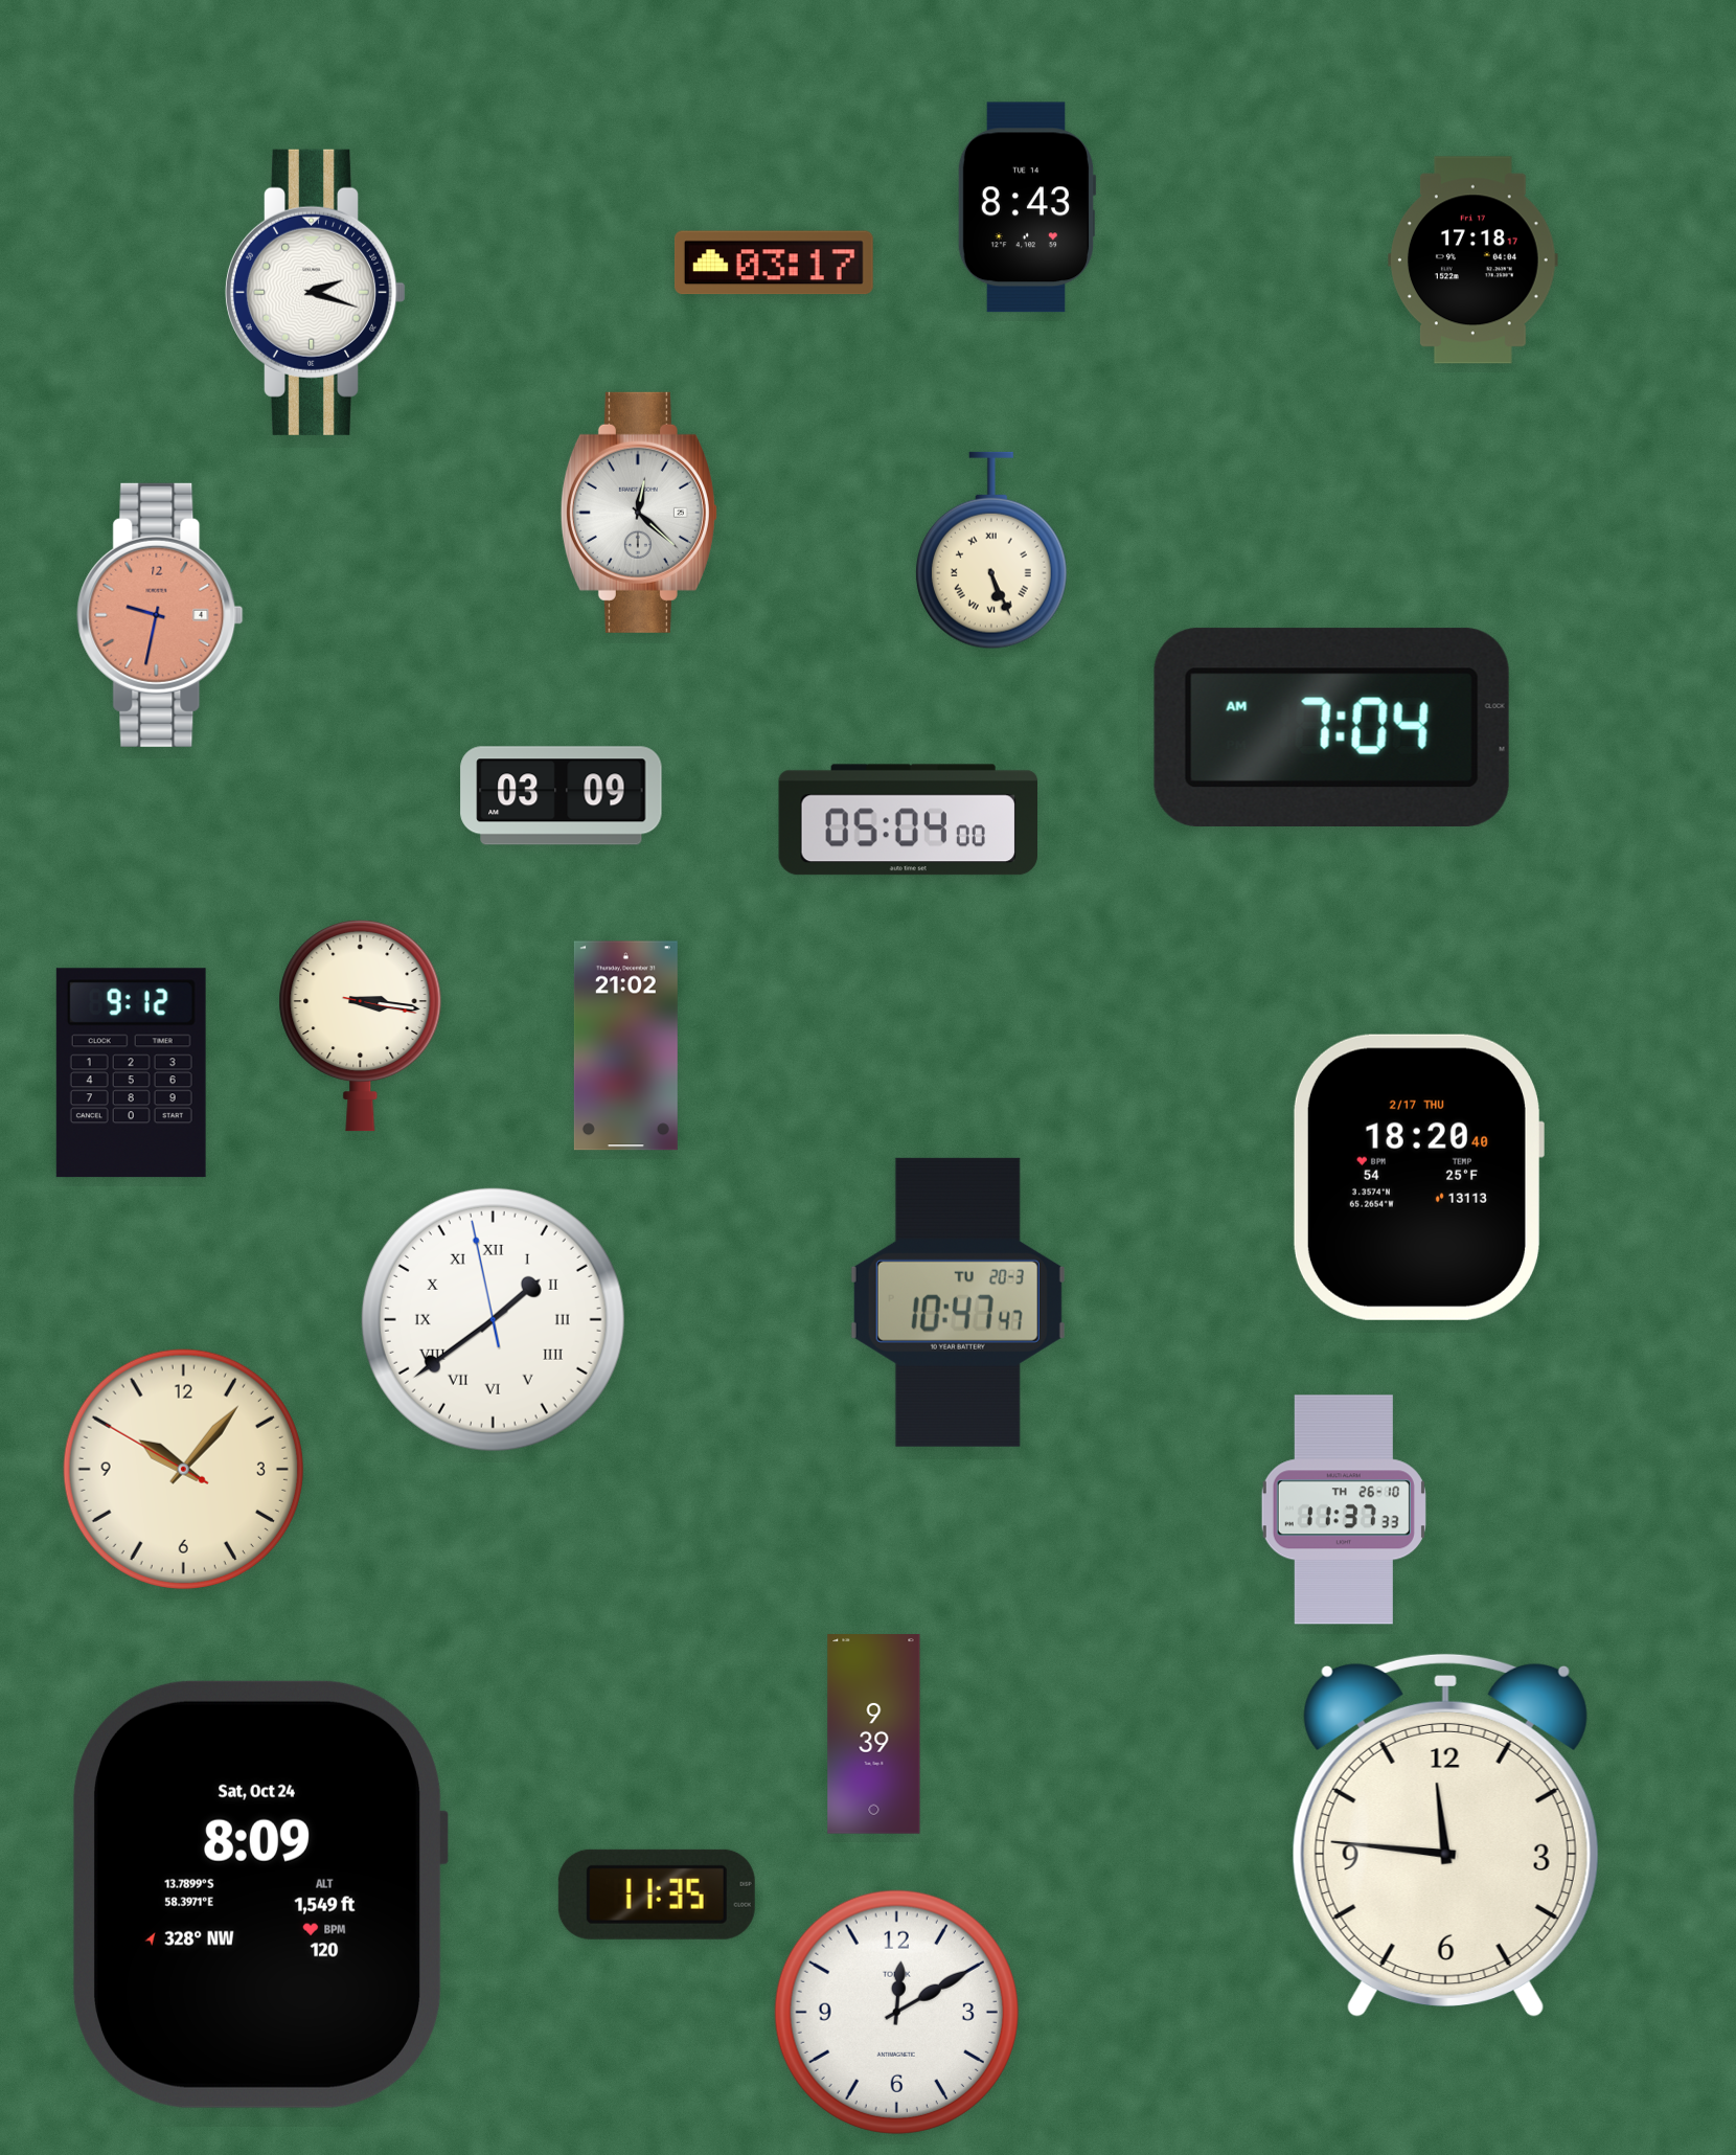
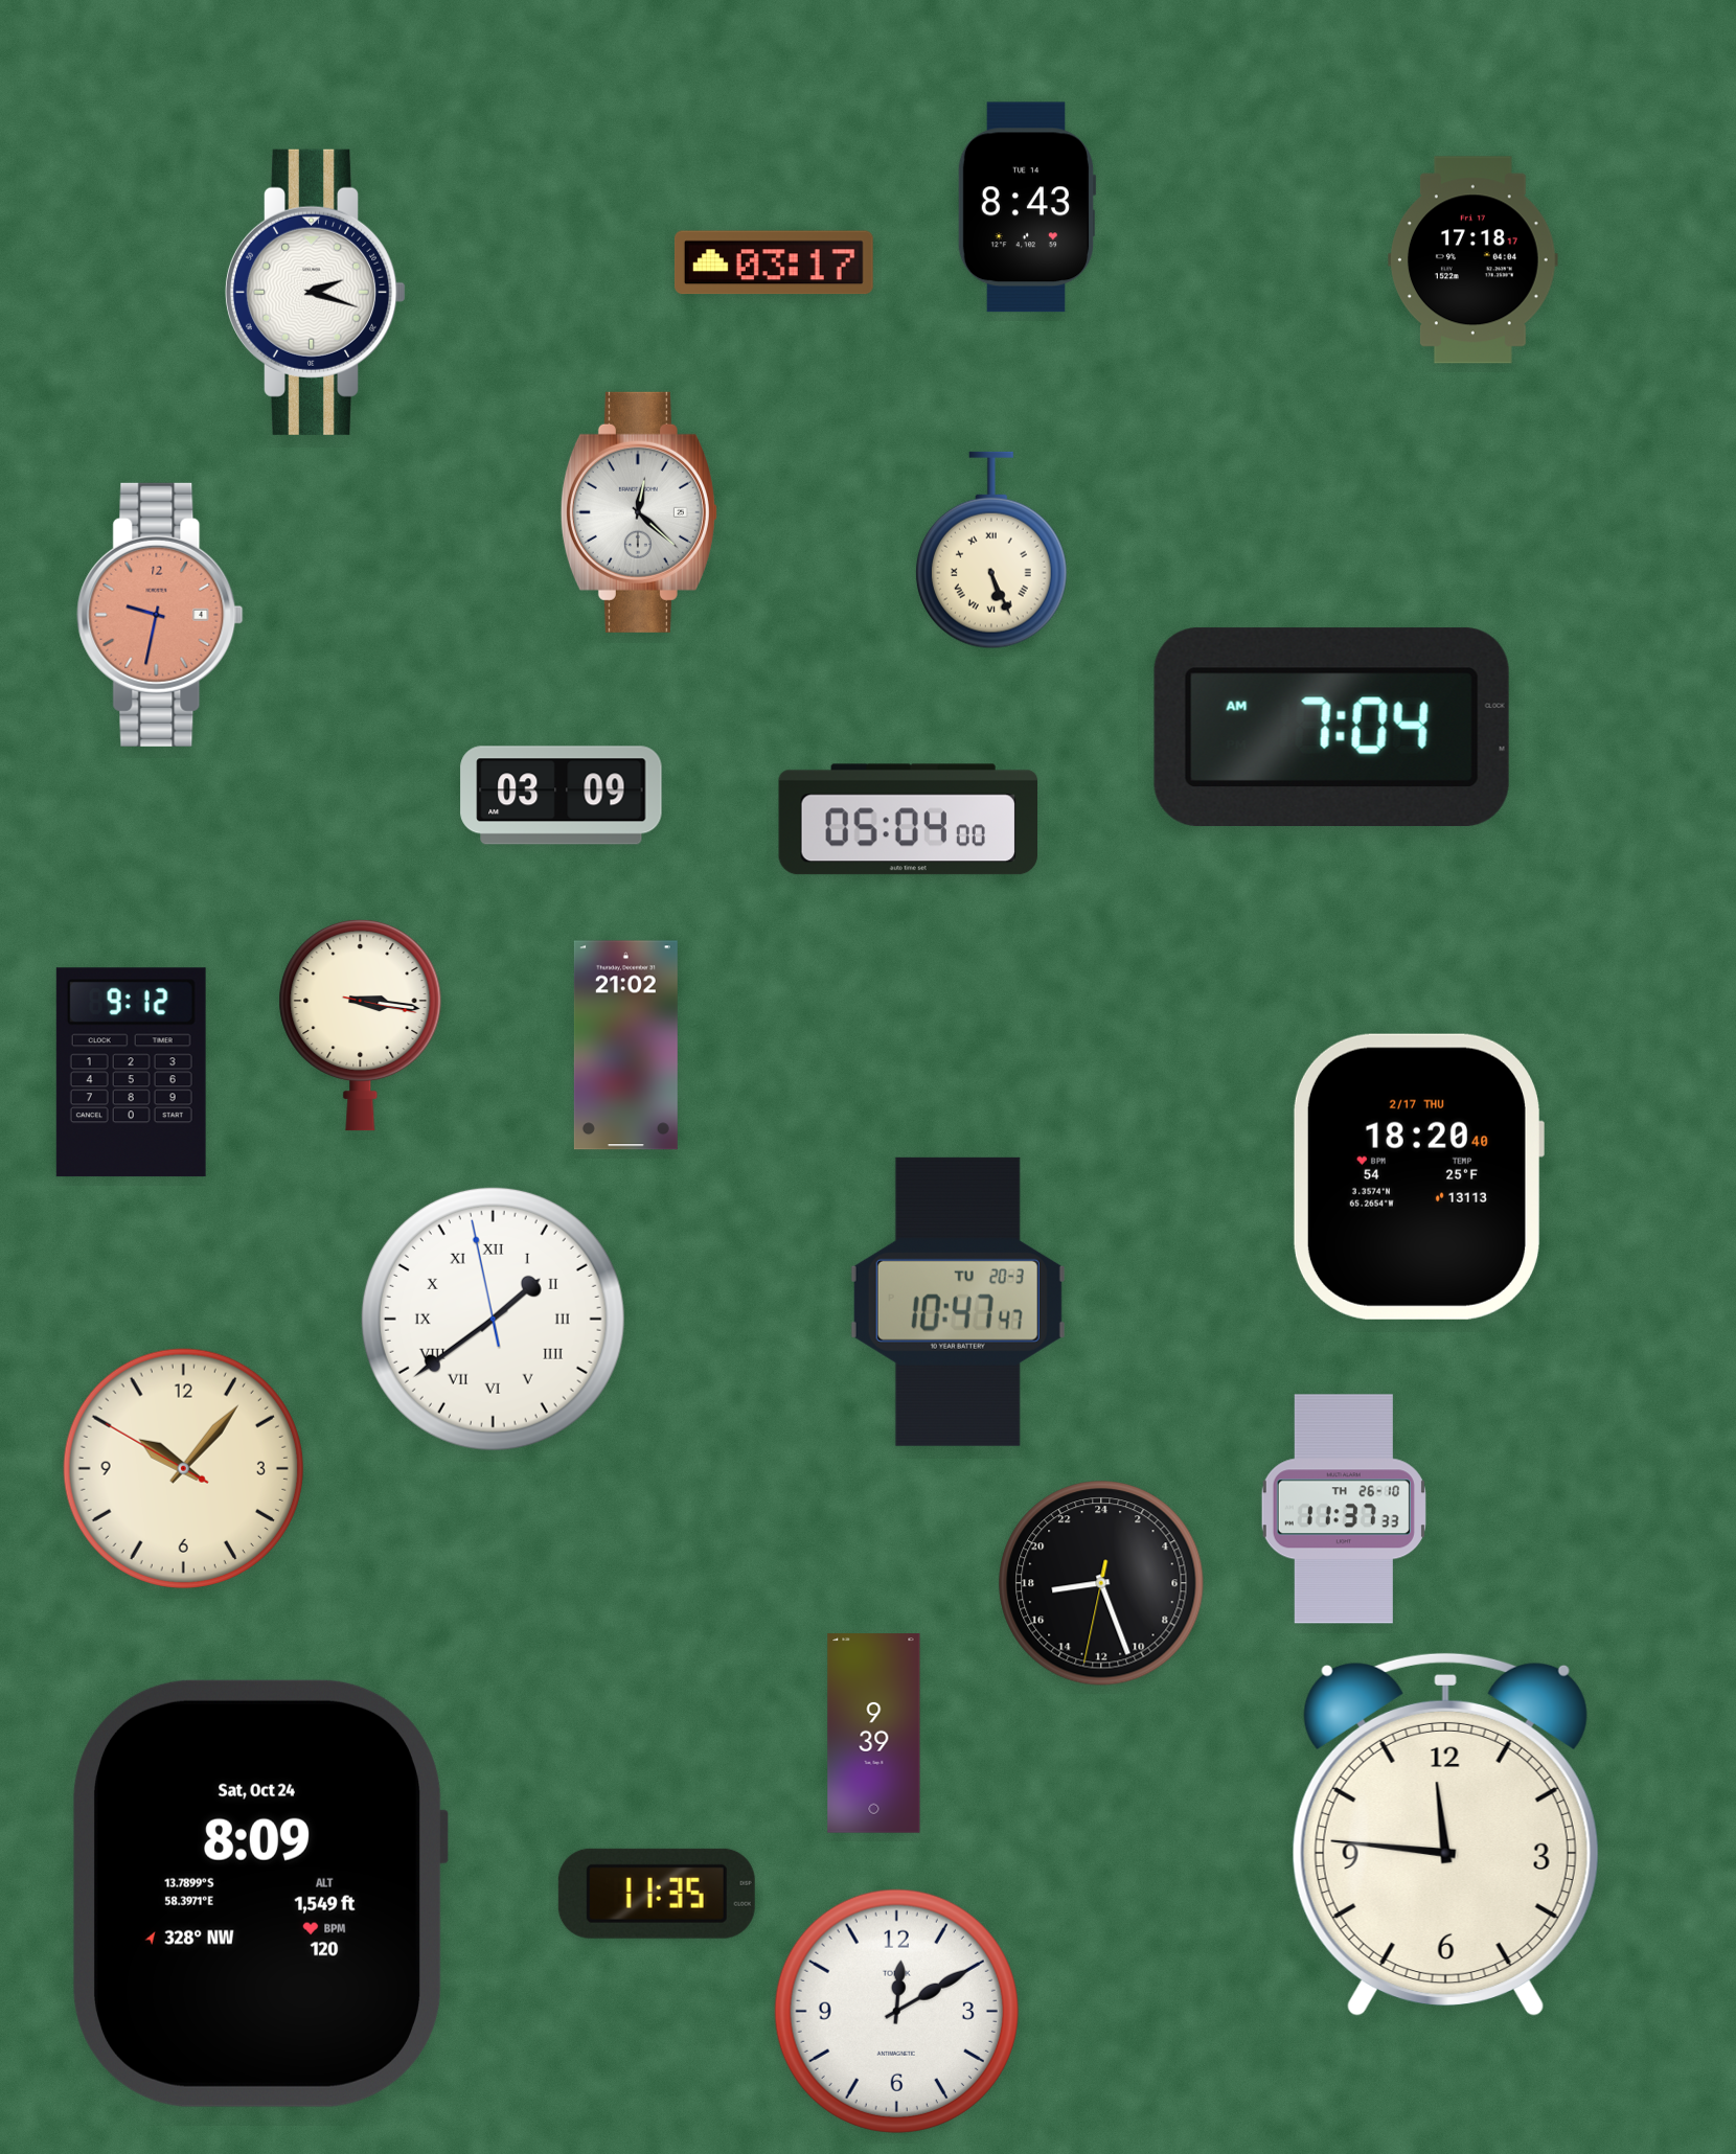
clock at (1101, 1583): none -> 17:26
